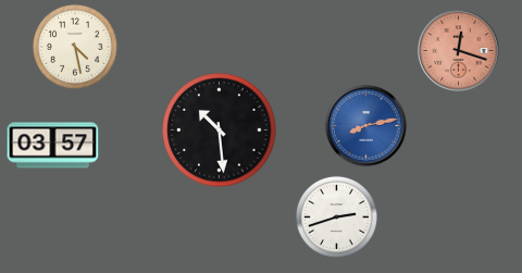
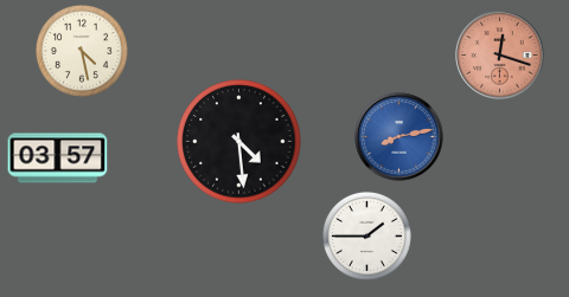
clock at (220, 131): 10:29 -> 4:29
clock at (336, 216): 2:42 -> 1:45
